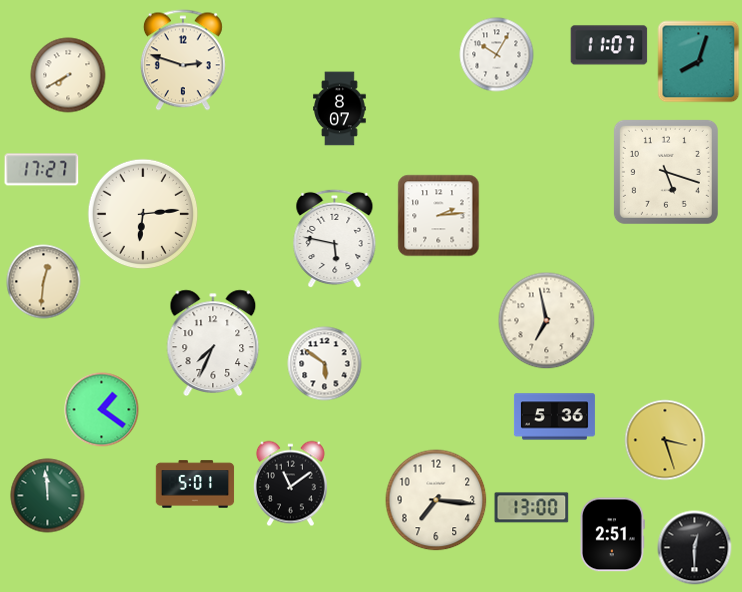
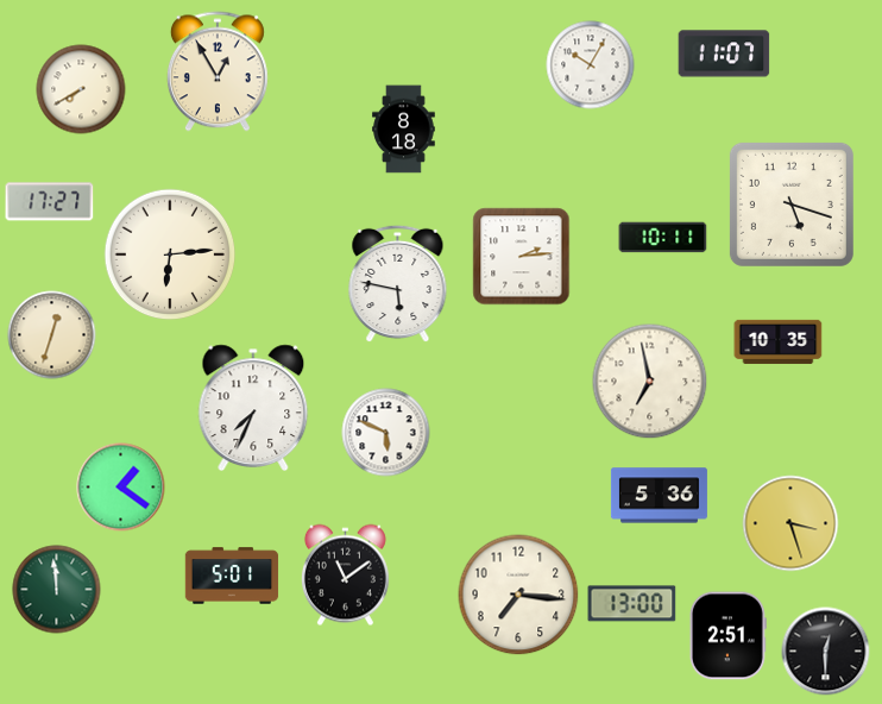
clock at (183, 60): 2:48 -> 12:55
clock at (699, 62): 8:03 -> none
clock at (340, 109): 8:07 -> 8:18
clock at (663, 238): none -> 10:11
clock at (44, 282): 12:31 -> 12:33
clock at (779, 341): none -> 10:35
clock at (325, 364): 5:51 -> 5:49
